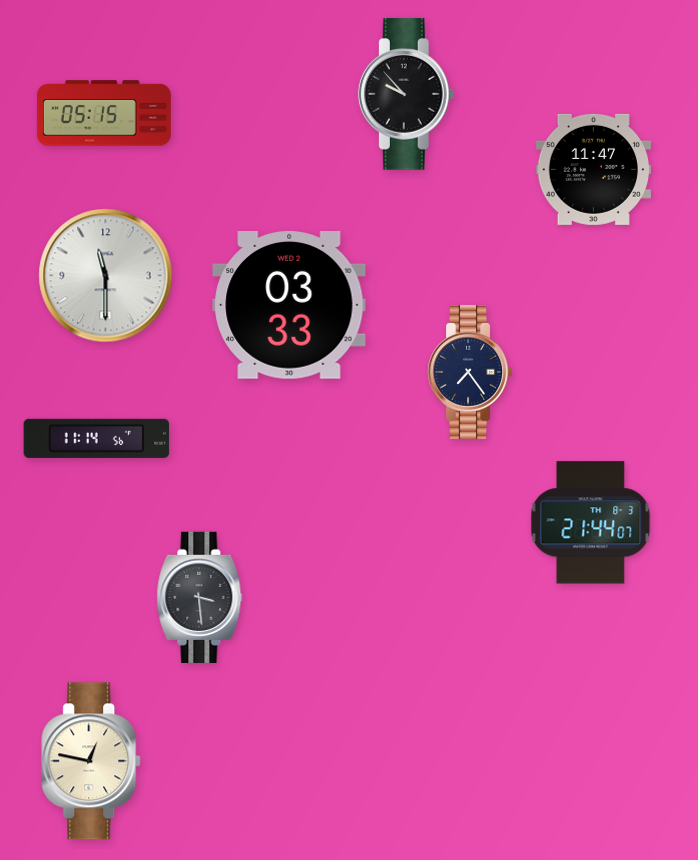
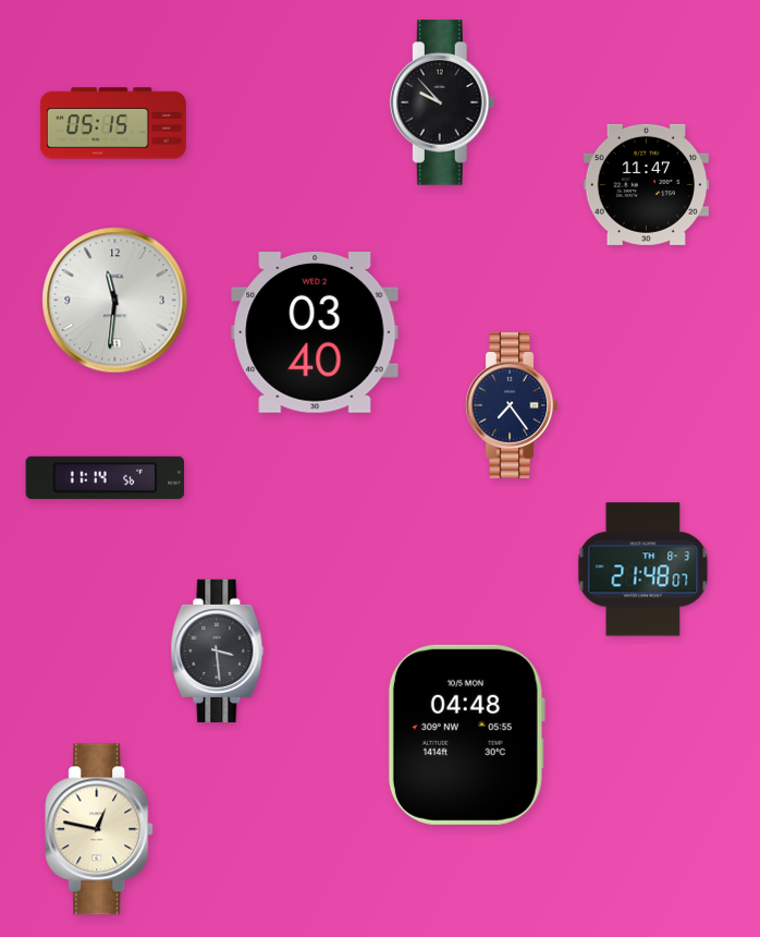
clock at (106, 276): 11:30 -> 11:31
clock at (289, 306): 03:33 -> 03:40
clock at (591, 523): 21:44 -> 21:48
clock at (466, 734): none -> 04:48
